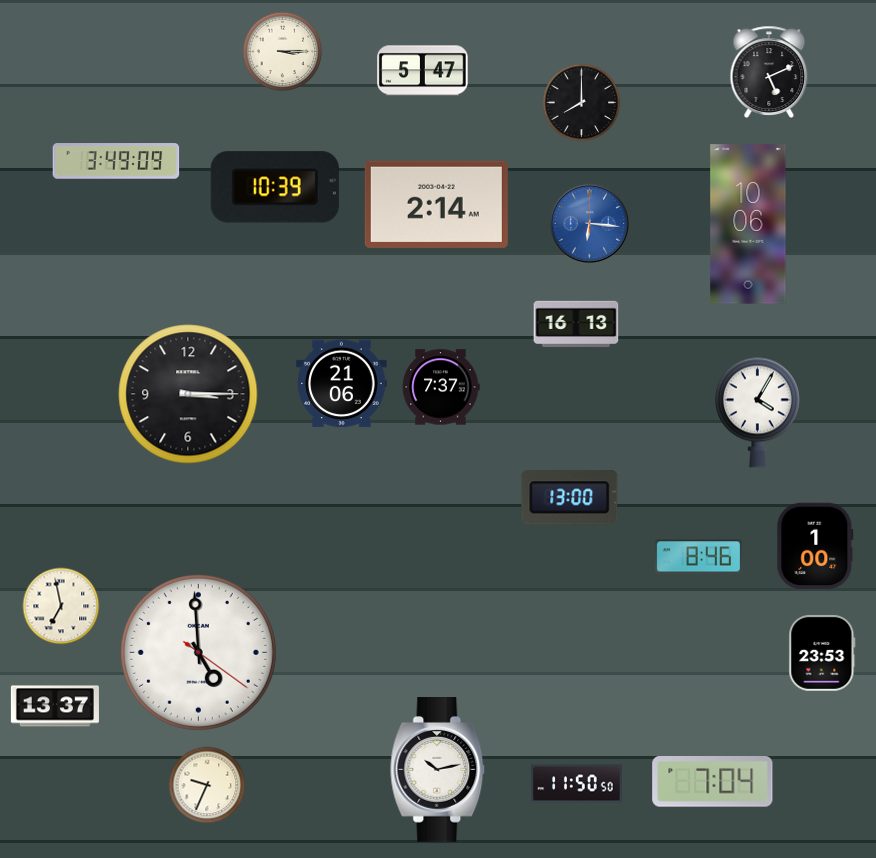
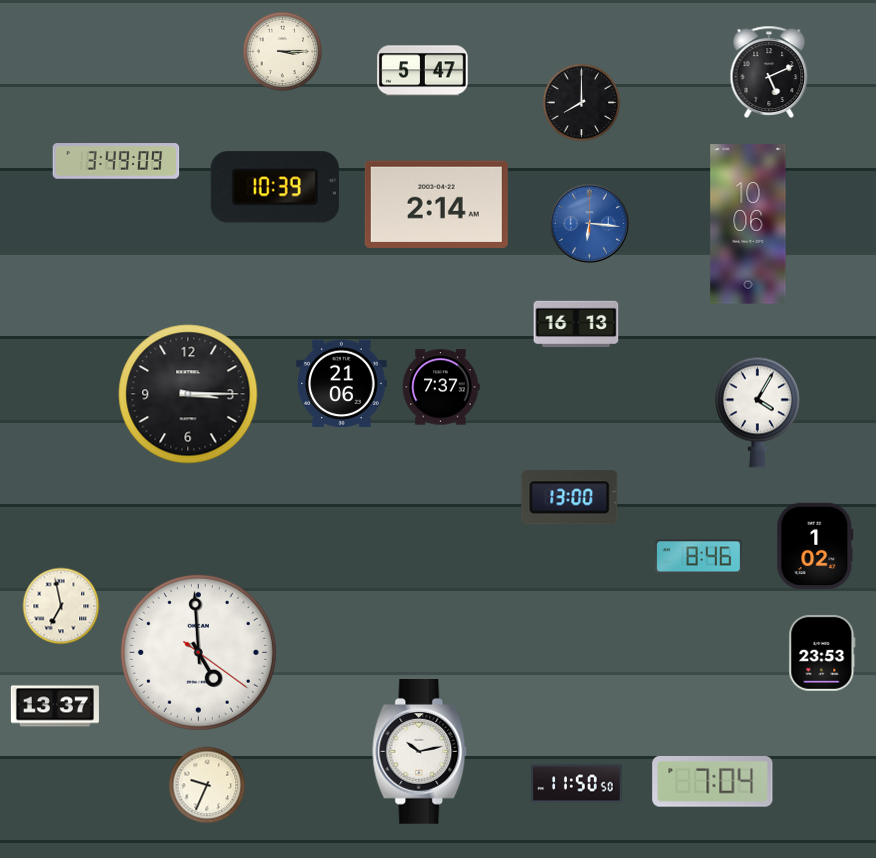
clock at (815, 546): 1:00 -> 1:02
clock at (438, 770) position: (438, 770) -> (420, 752)
